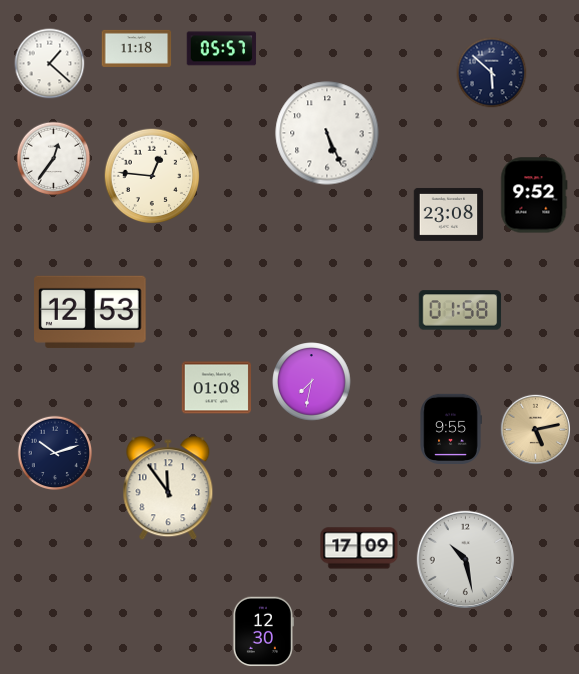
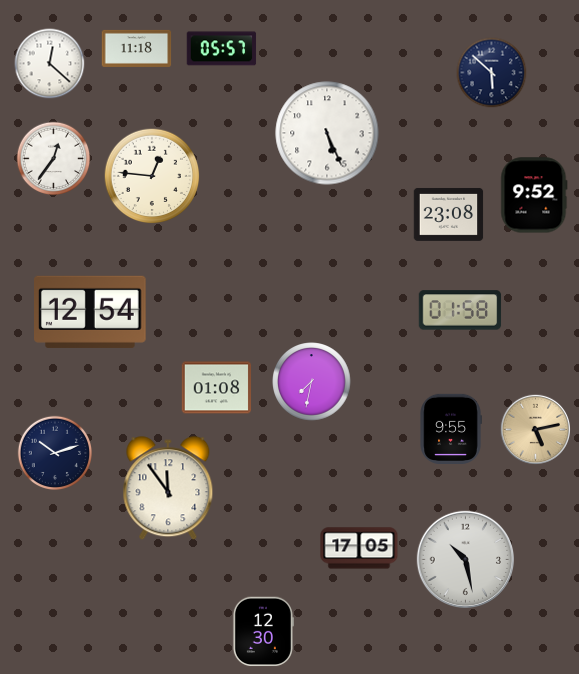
clock at (50, 64): 1:22 -> 12:22
clock at (91, 312): 12:53 -> 12:54
clock at (359, 548): 17:09 -> 17:05
